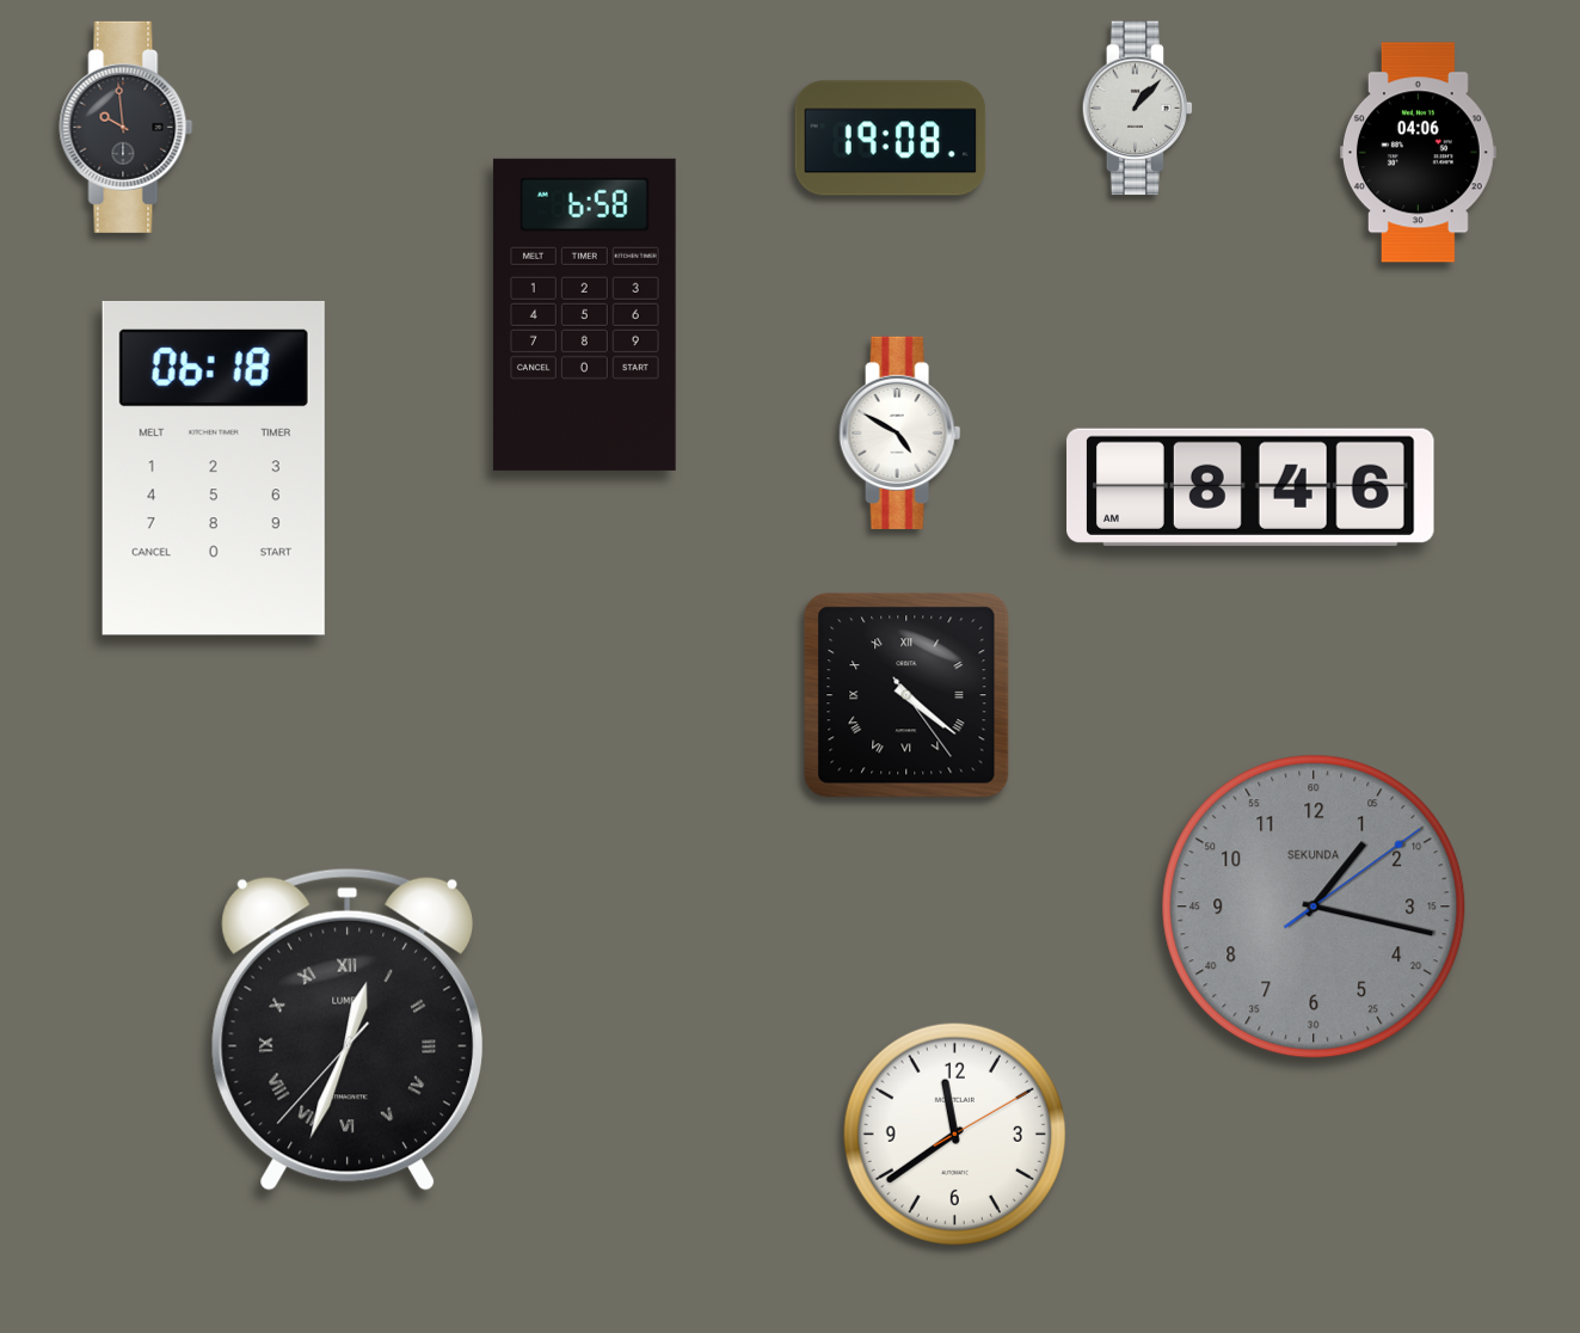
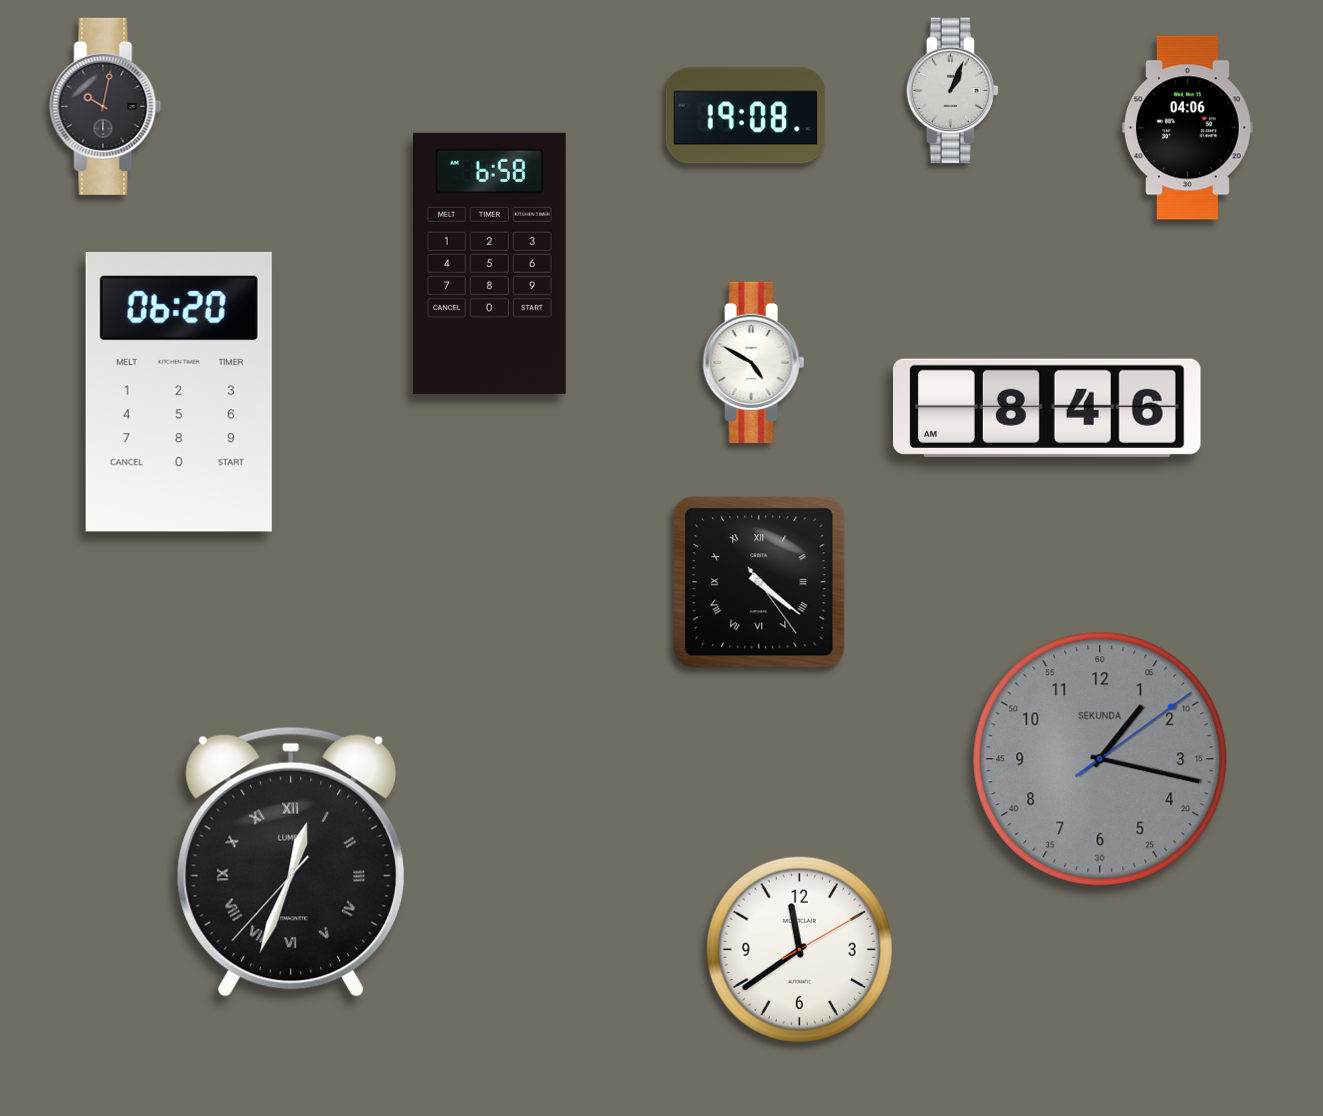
clock at (1138, 109): 1:07 -> 1:04
clock at (127, 127): 9:59 -> 10:02
clock at (214, 468): 06:18 -> 06:20
